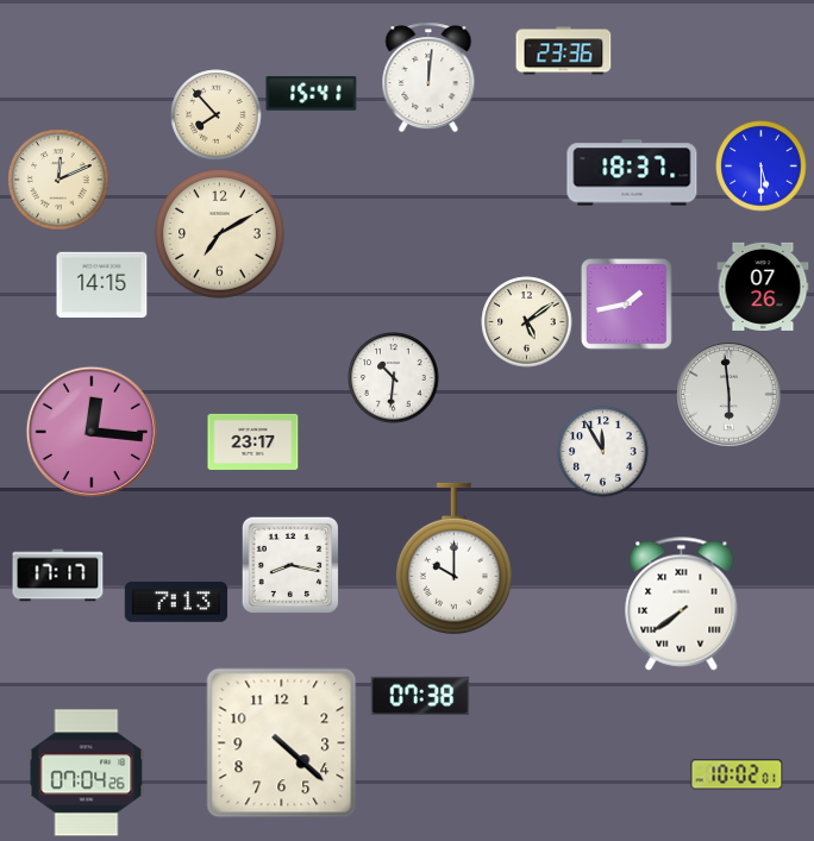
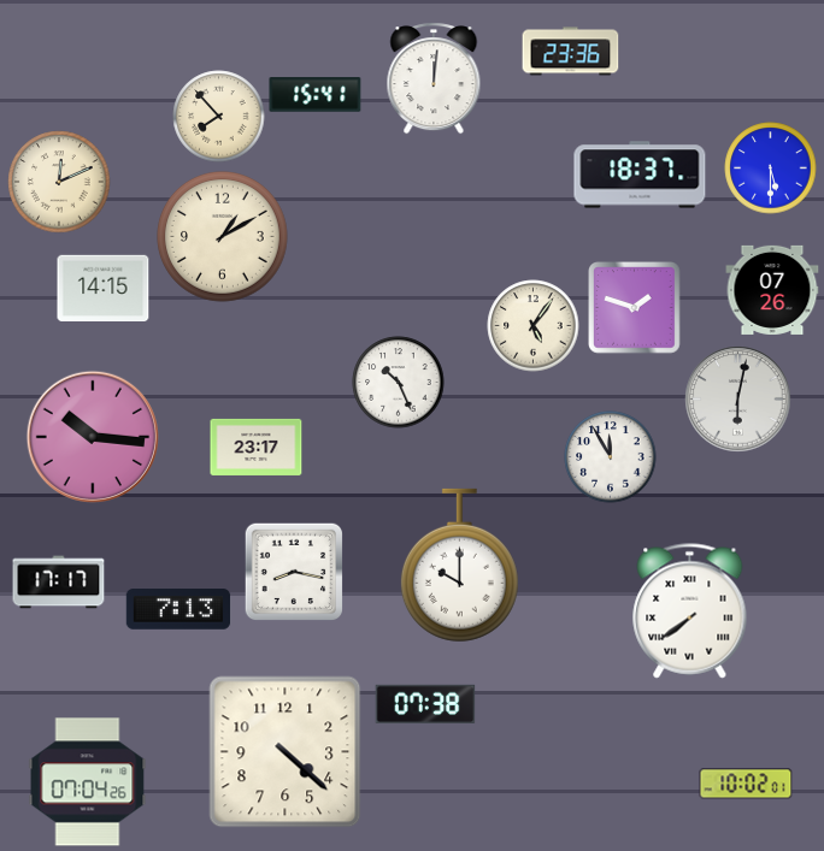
clock at (220, 234): 7:10 -> 1:10
clock at (627, 305): 1:43 -> 1:48
clock at (527, 322): 5:09 -> 5:06
clock at (394, 378): 10:31 -> 10:26
clock at (730, 395): 5:59 -> 6:02
clock at (90, 431): 12:16 -> 10:16
